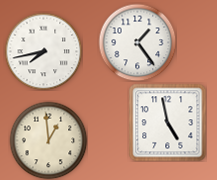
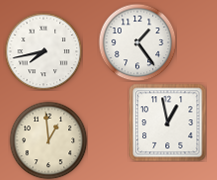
clock at (167, 122): 4:58 -> 12:58
